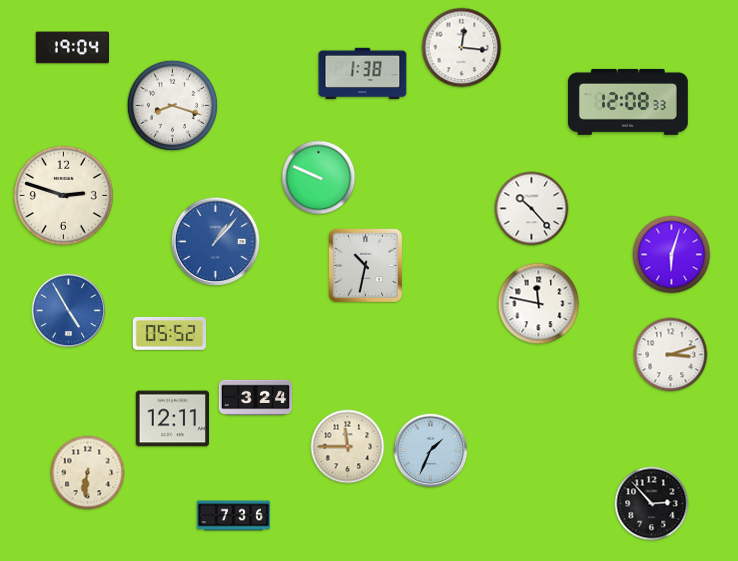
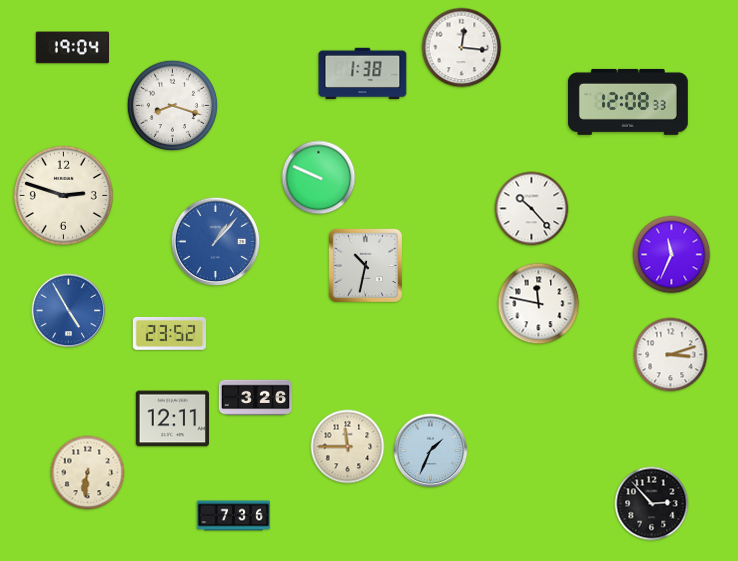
clock at (672, 255): 6:03 -> 11:34
clock at (169, 333): 05:52 -> 23:52
clock at (256, 398): 3:24 -> 3:26
